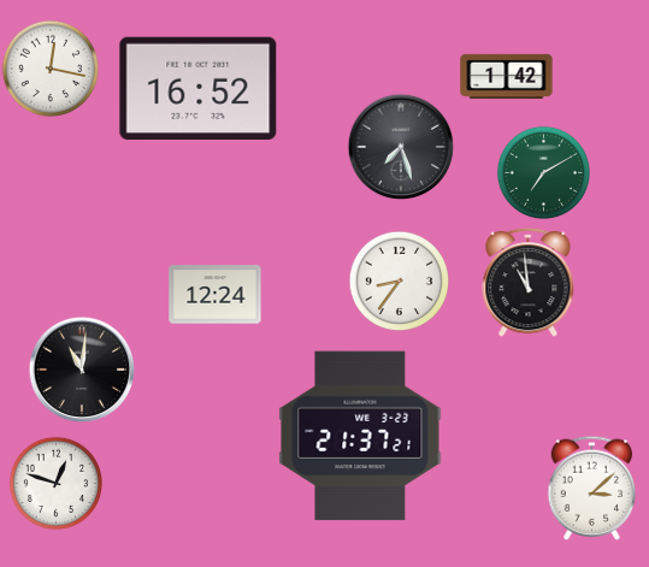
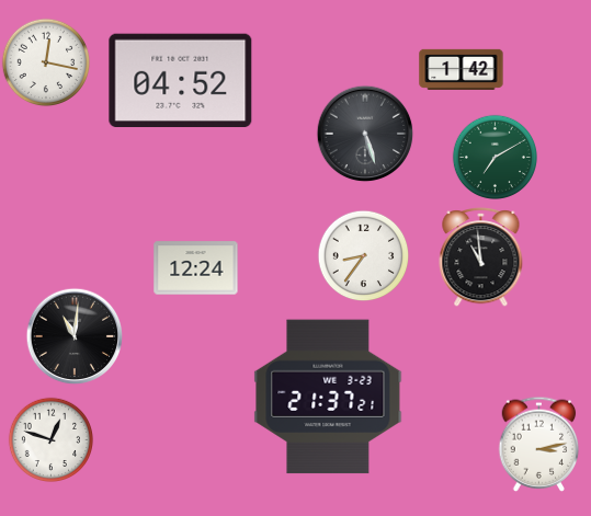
clock at (199, 88): 16:52 -> 04:52
clock at (401, 147): 7:27 -> 5:27
clock at (592, 488): 3:08 -> 3:13
